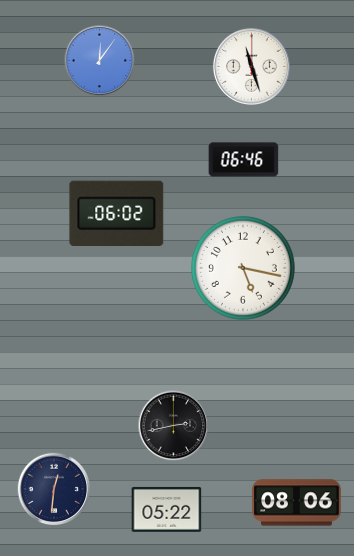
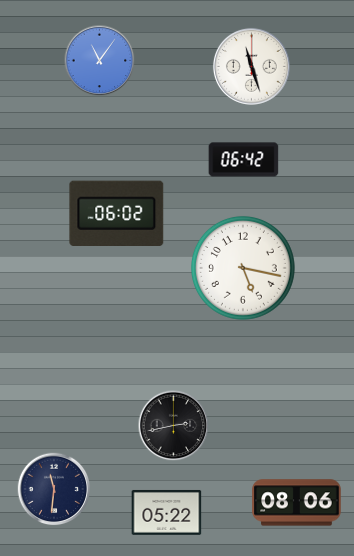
clock at (100, 61): 12:06 -> 11:06
clock at (244, 160): 06:46 -> 06:42
clock at (54, 489): 12:31 -> 11:31
clock at (167, 509) position: (167, 509) -> (167, 512)
